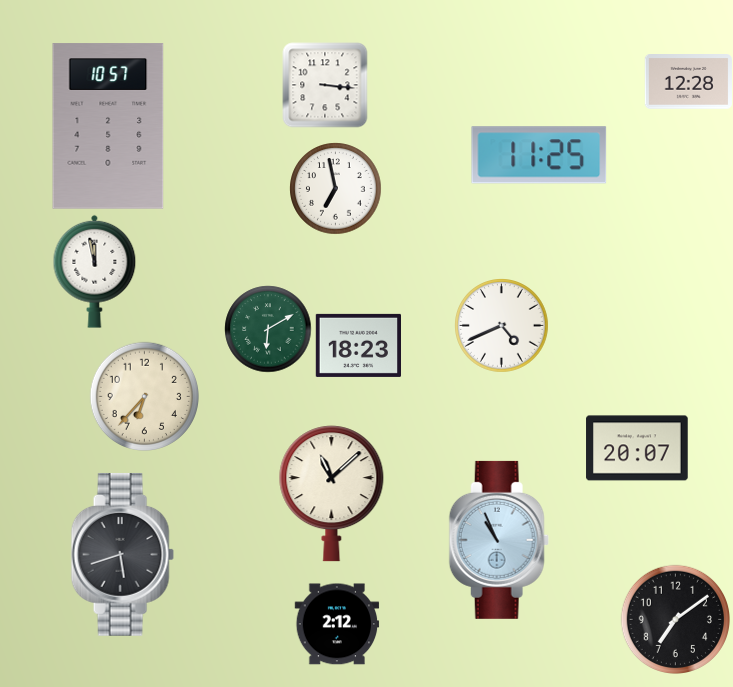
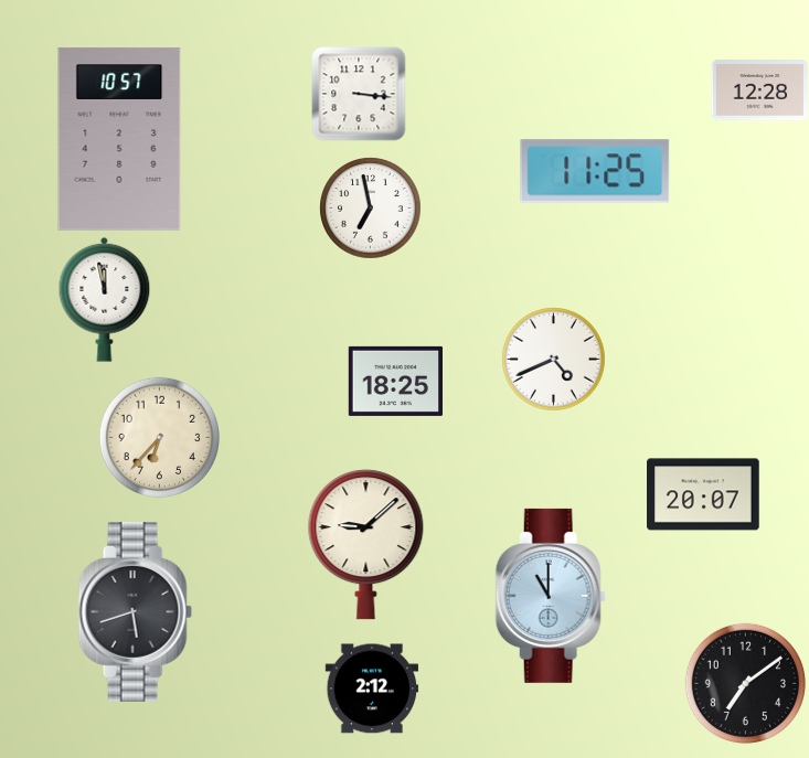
clock at (268, 329): 6:10 -> none
clock at (358, 345): 18:23 -> 18:25
clock at (332, 494): 11:08 -> 9:08
clock at (499, 540): 10:56 -> 11:00
